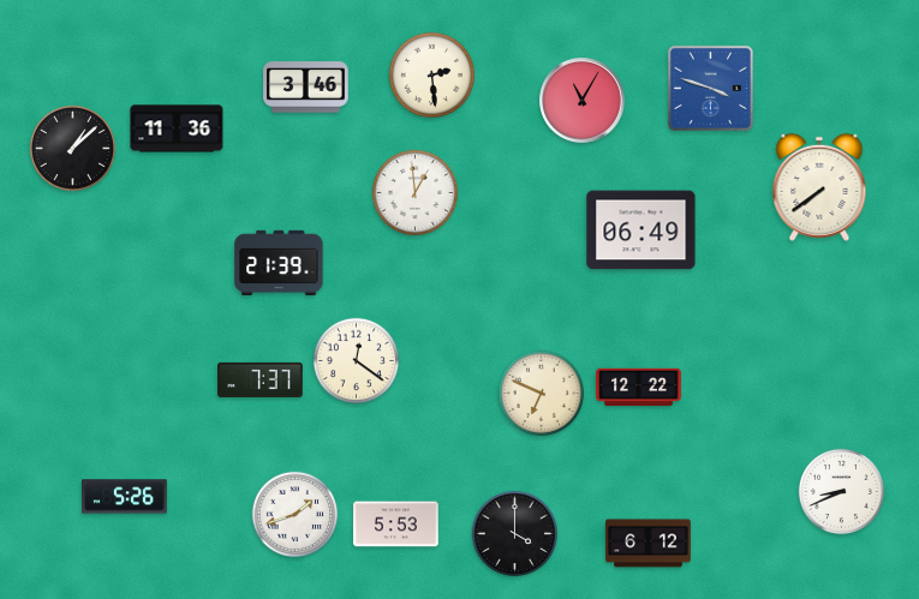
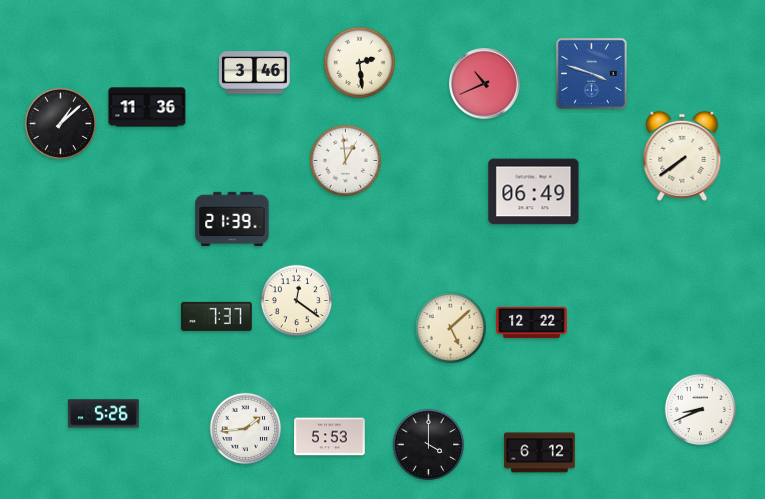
clock at (583, 101): 11:05 -> 10:41
clock at (542, 394): 6:49 -> 5:08
clock at (296, 515): 1:42 -> 1:44
